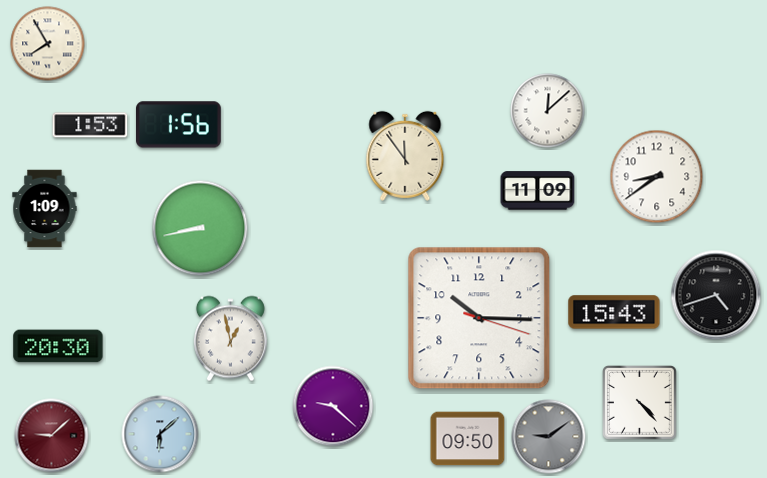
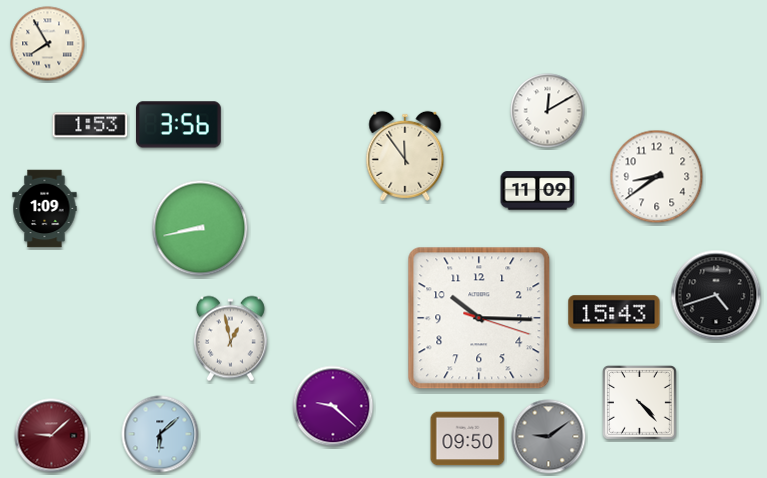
clock at (548, 111): 12:08 -> 12:10
clock at (179, 125): 1:56 -> 3:56
clock at (58, 346): 20:30 -> none
